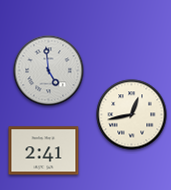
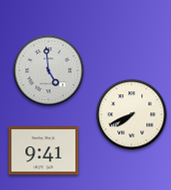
clock at (132, 115): 12:43 -> 7:41
clock at (44, 151): 2:41 -> 9:41
